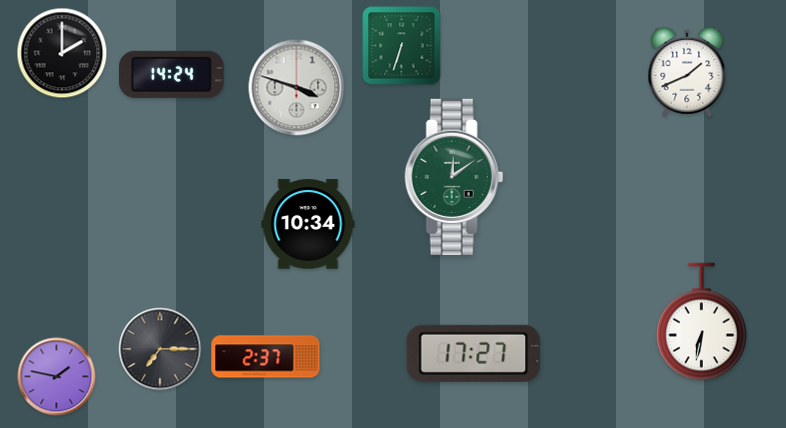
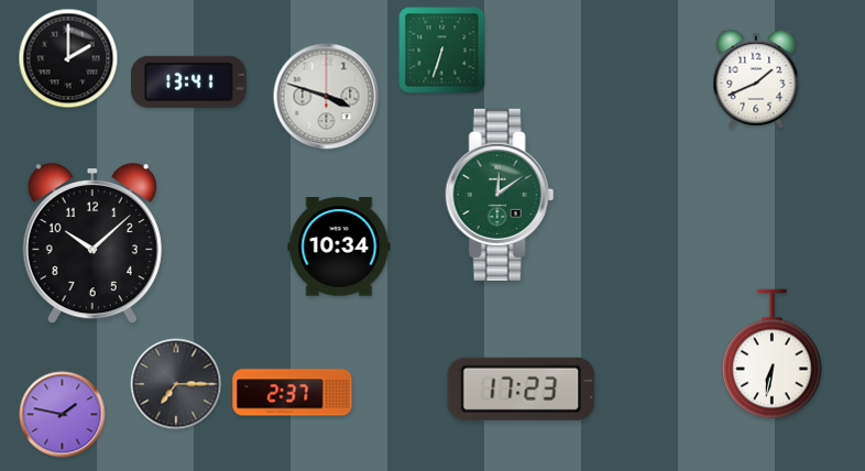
clock at (172, 74): 14:24 -> 13:41
clock at (92, 243): none -> 10:08
clock at (474, 353): 17:27 -> 17:23
